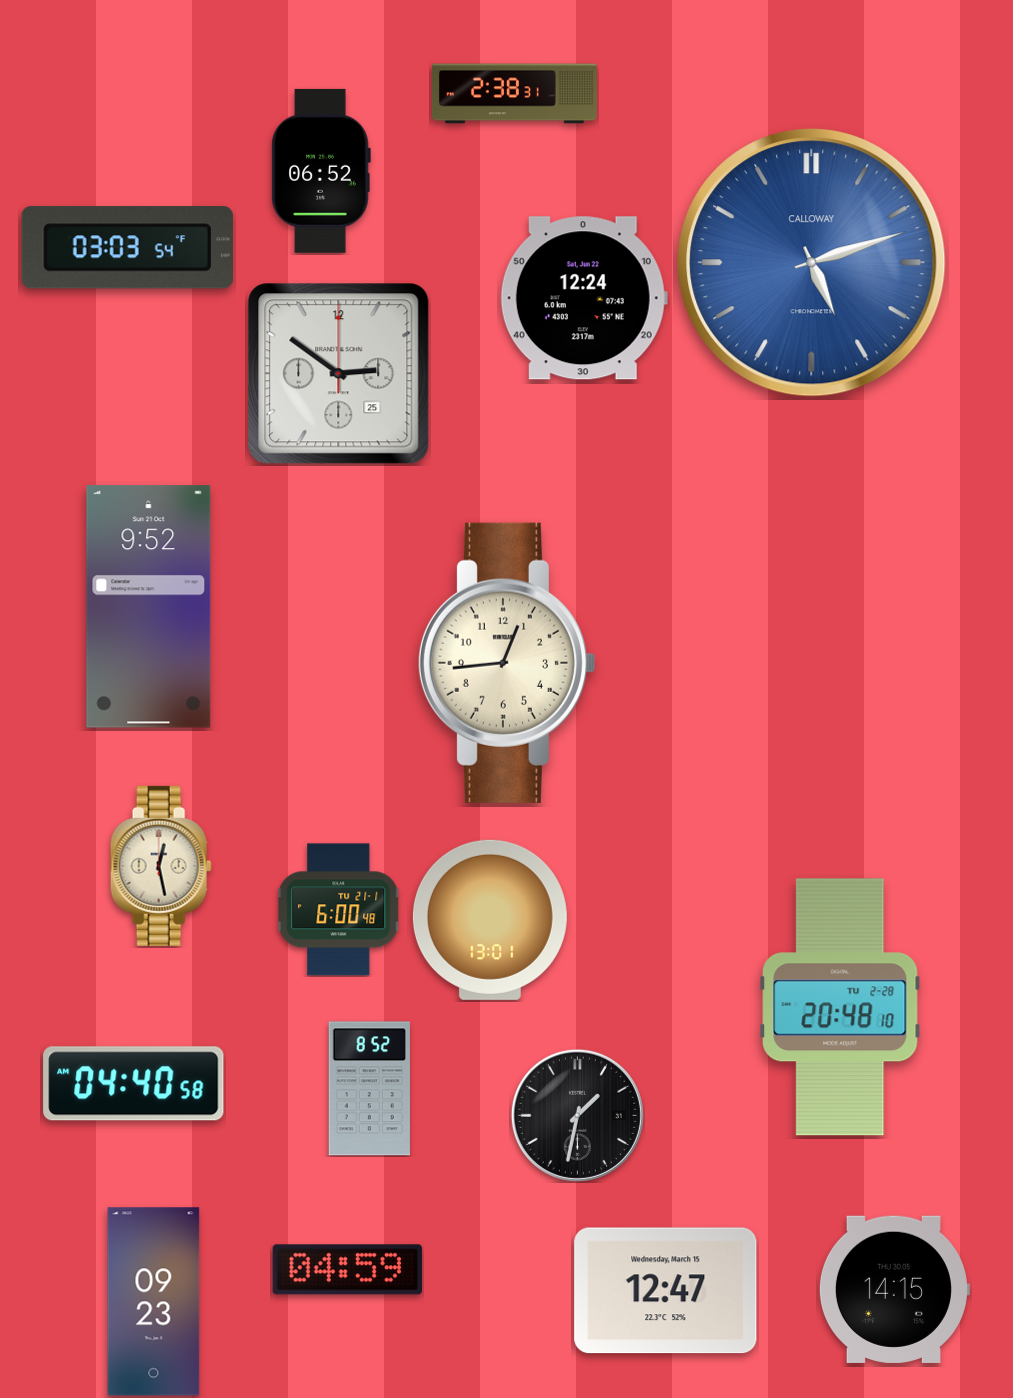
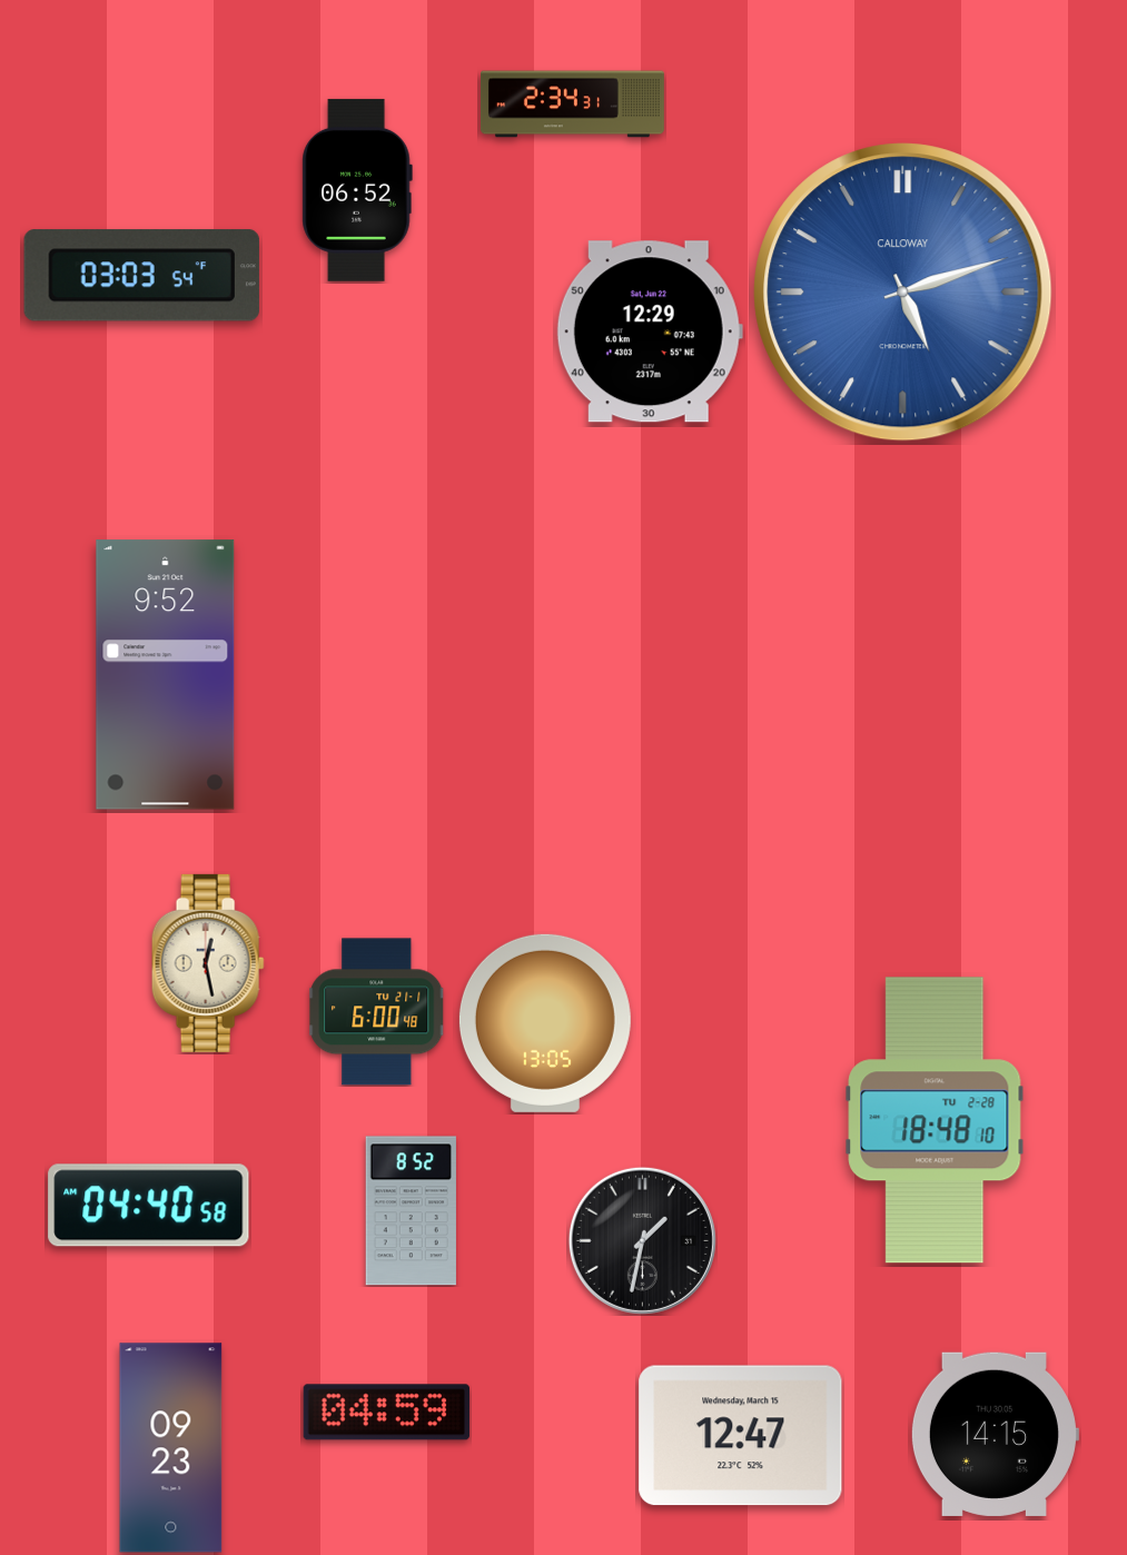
clock at (514, 94): 2:38 -> 2:34
clock at (584, 298): 12:24 -> 12:29
clock at (339, 374): 2:51 -> none
clock at (506, 663): 12:44 -> none
clock at (161, 866) position: (161, 866) -> (208, 963)
clock at (490, 920): 13:01 -> 13:05
clock at (840, 1007): 20:48 -> 18:48
